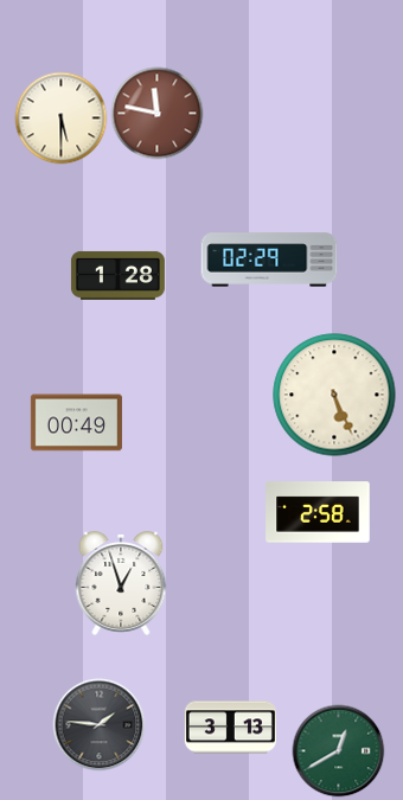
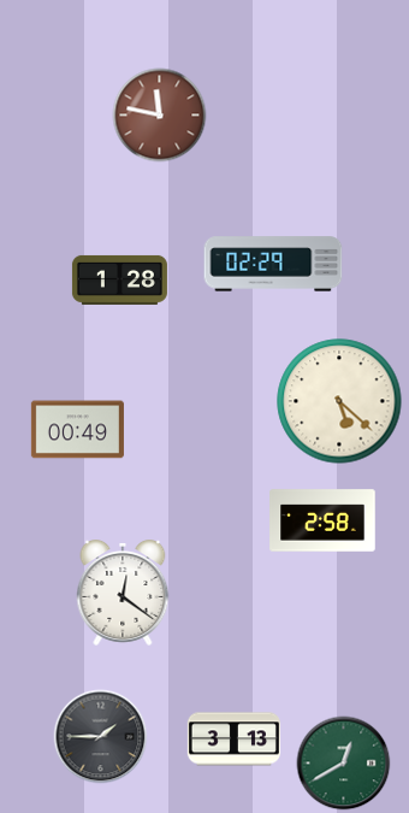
clock at (60, 117): 5:30 -> none
clock at (334, 395): 5:26 -> 5:22
clock at (121, 584): 12:57 -> 12:21
clock at (98, 724): 1:46 -> 1:45
